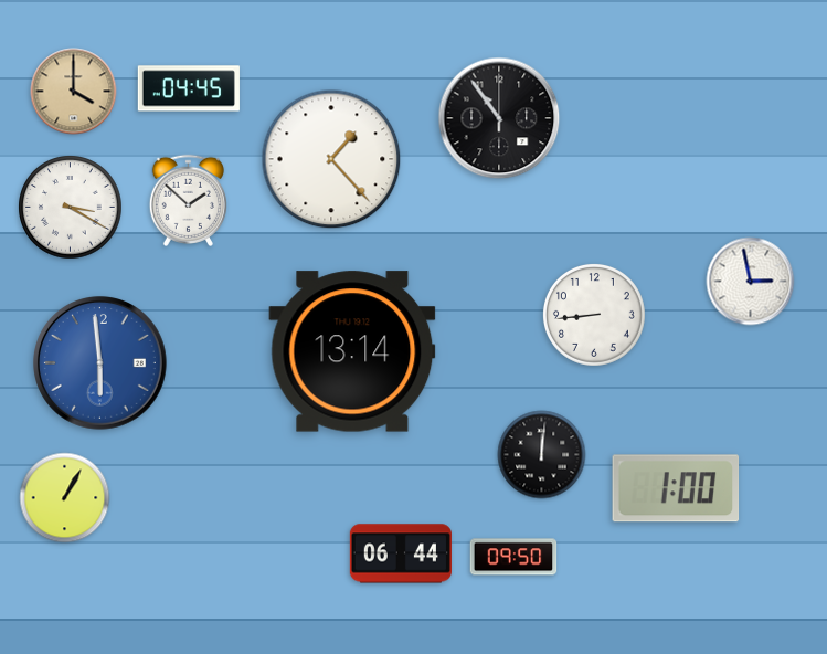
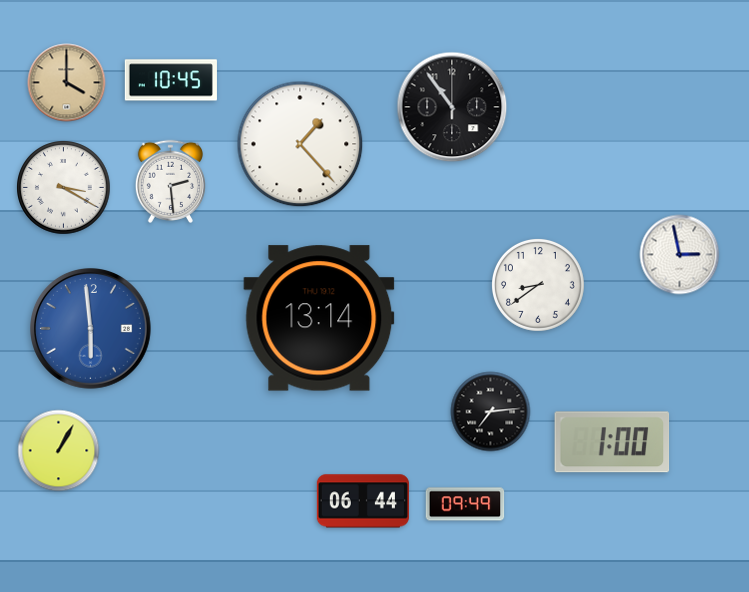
clock at (189, 88): 04:45 -> 10:45
clock at (188, 200): 1:52 -> 2:29
clock at (594, 315): 8:44 -> 8:39
clock at (542, 455): 12:01 -> 7:14
clock at (513, 557): 09:50 -> 09:49
